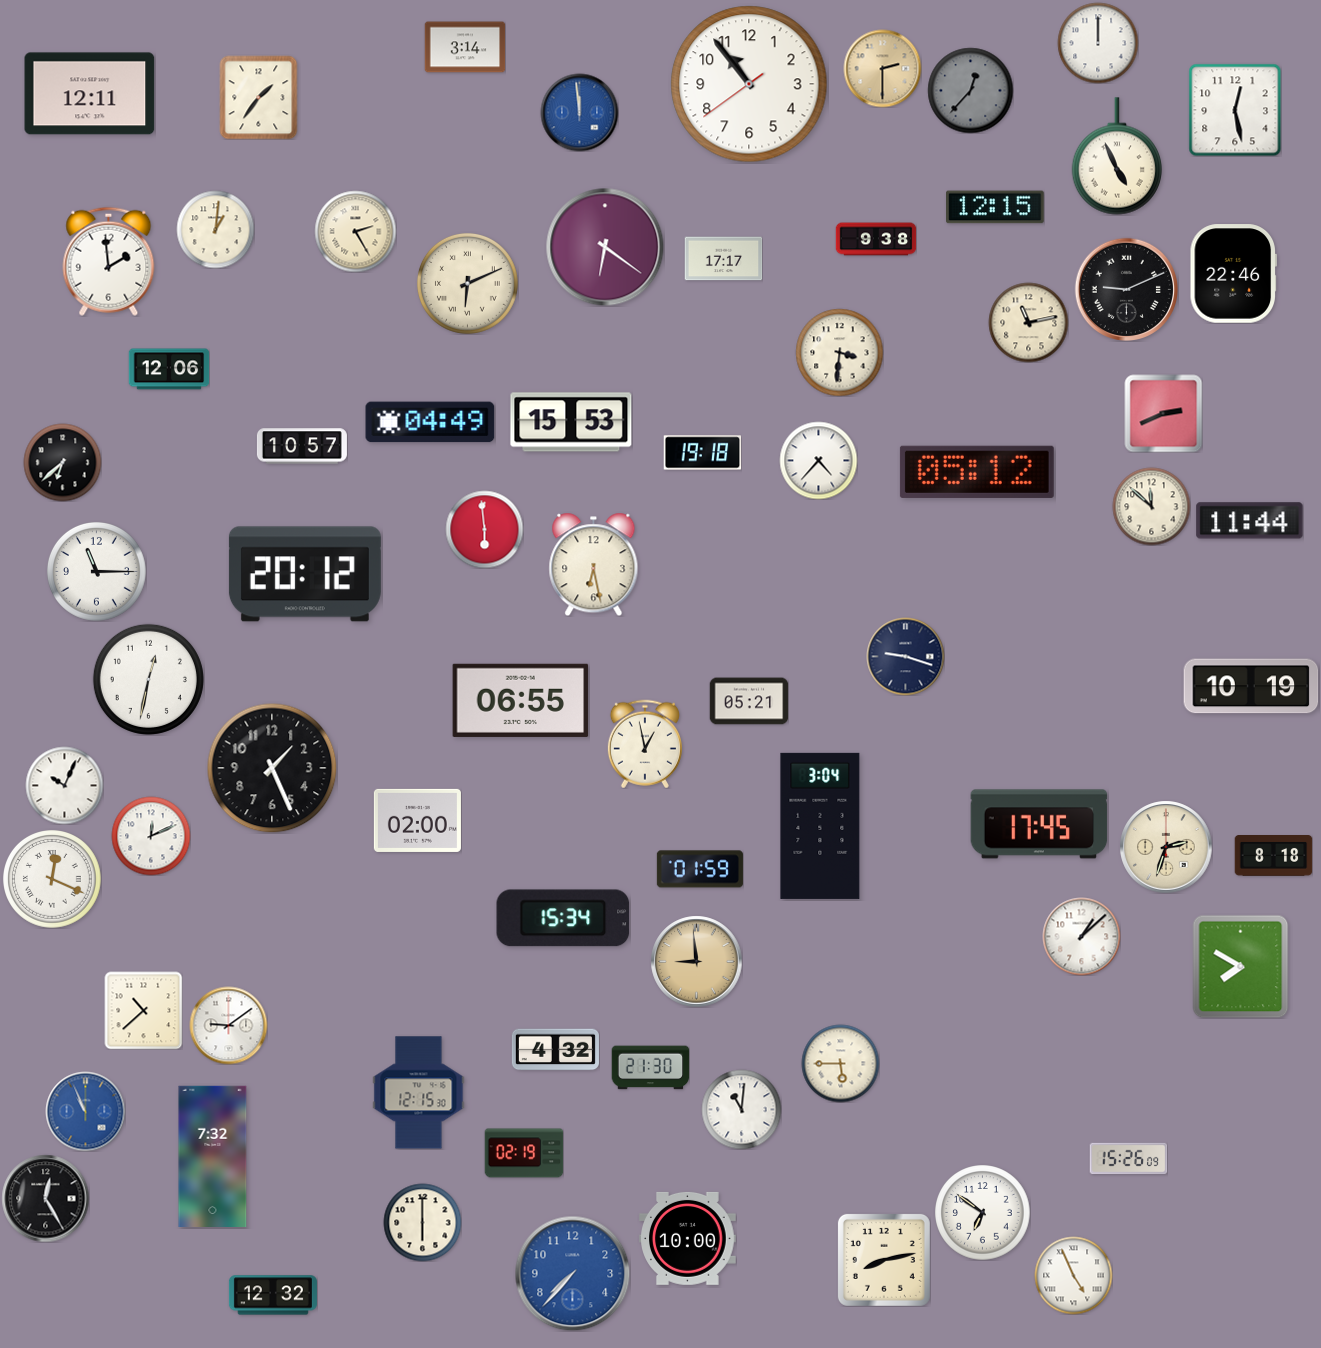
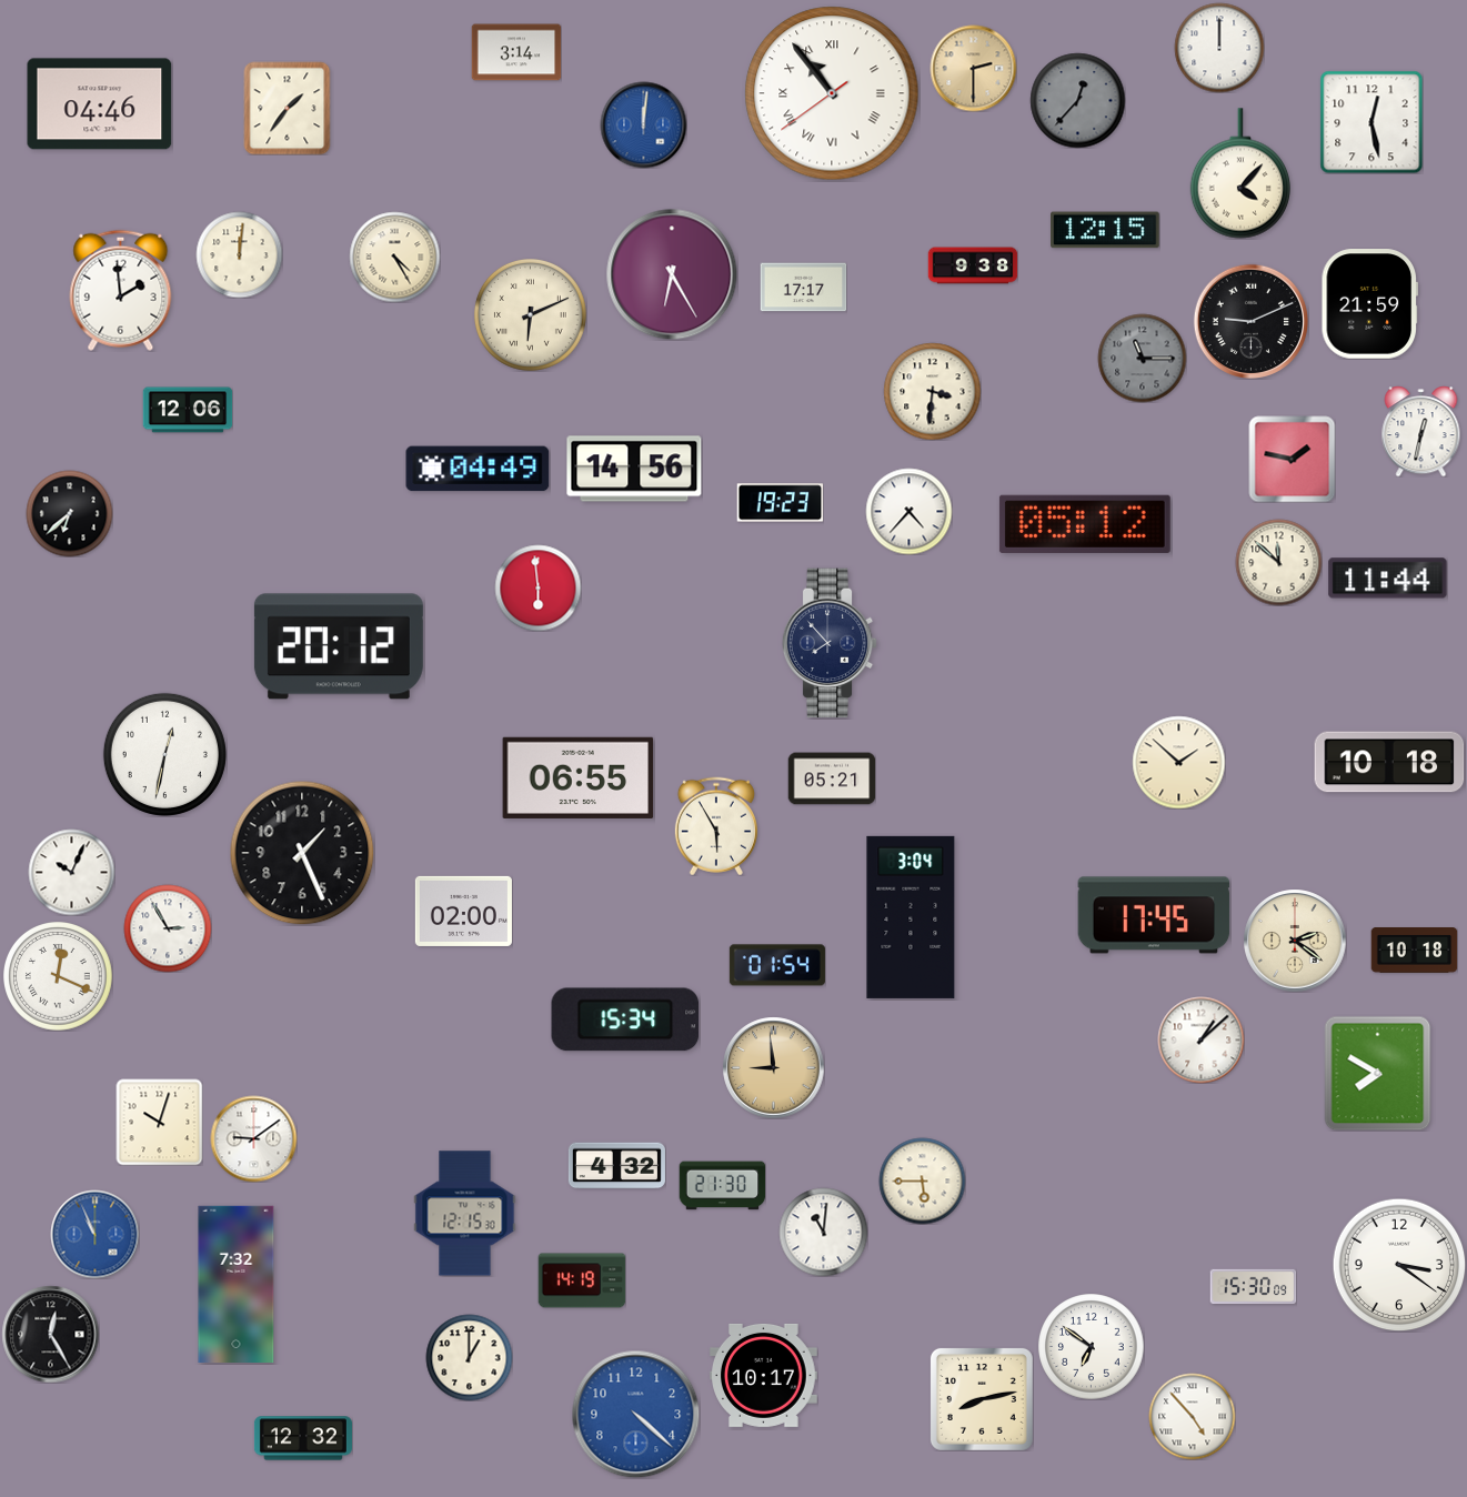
clock at (882, 68) position: (882, 68) -> (973, 68)
clock at (749, 84) numerals: Arabic -> Roman
clock at (90, 94): 12:11 -> 04:46
clock at (579, 112): 11:59 -> 12:01
clock at (1116, 156): 4:56 -> 4:07
clock at (215, 229): 1:01 -> 12:01
clock at (355, 231): 2:25 -> 4:25
clock at (605, 247): 6:21 -> 6:25
clock at (1233, 274): 22:46 -> 21:59
clock at (467, 283) position: (467, 283) -> (530, 314)
clock at (1028, 322): 11:13 -> 11:15
clock at (1028, 322) dial: cream -> grey
clock at (1421, 431): none -> 12:32
clock at (1163, 413): 2:41 -> 1:47
clock at (571, 422): 15:53 -> 14:56
clock at (302, 446): 10:57 -> none
clock at (702, 453): 19:18 -> 19:23
clock at (594, 564): 6:28 -> none
clock at (97, 572): 11:15 -> none
clock at (305, 574) position: (305, 574) -> (339, 646)
clock at (830, 643): none -> 7:53
clock at (905, 656): 9:18 -> none
clock at (1178, 762): none -> 1:52
clock at (1251, 686): 10:19 -> 10:18
clock at (645, 744): 12:58 -> 5:55
clock at (151, 836): 12:11 -> 2:55
clock at (1166, 847): 2:33 -> 2:21
clock at (1273, 856): 8:18 -> 10:18
clock at (700, 869): 01:59 -> 01:54
clock at (143, 1010): 10:38 -> 10:03
clock at (840, 1063) position: (840, 1063) -> (922, 1180)
clock at (1399, 1265): none -> 3:21
clock at (524, 1153): 02:19 -> 14:19
clock at (1128, 1159): 15:26 -> 15:30
clock at (45, 1198) position: (45, 1198) -> (50, 1334)
clock at (422, 1222): 6:00 -> 1:00
clock at (688, 1238): 10:00 -> 10:17
clock at (572, 1273): 7:37 -> 4:22
clock at (1073, 1275): 4:56 -> 4:53
